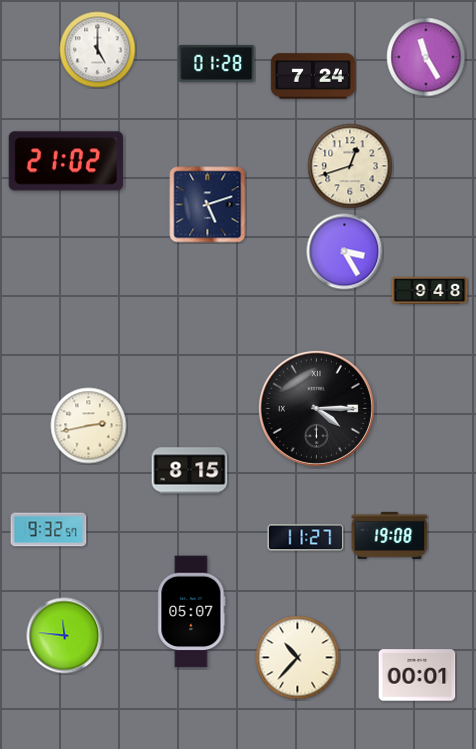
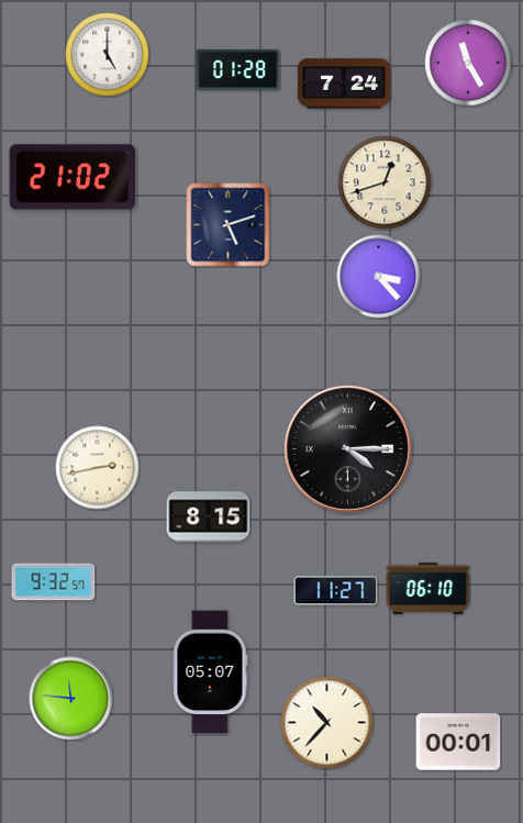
clock at (345, 252): 3:25 -> 3:23
clock at (430, 291): 9:48 -> none
clock at (390, 535): 19:08 -> 06:10
